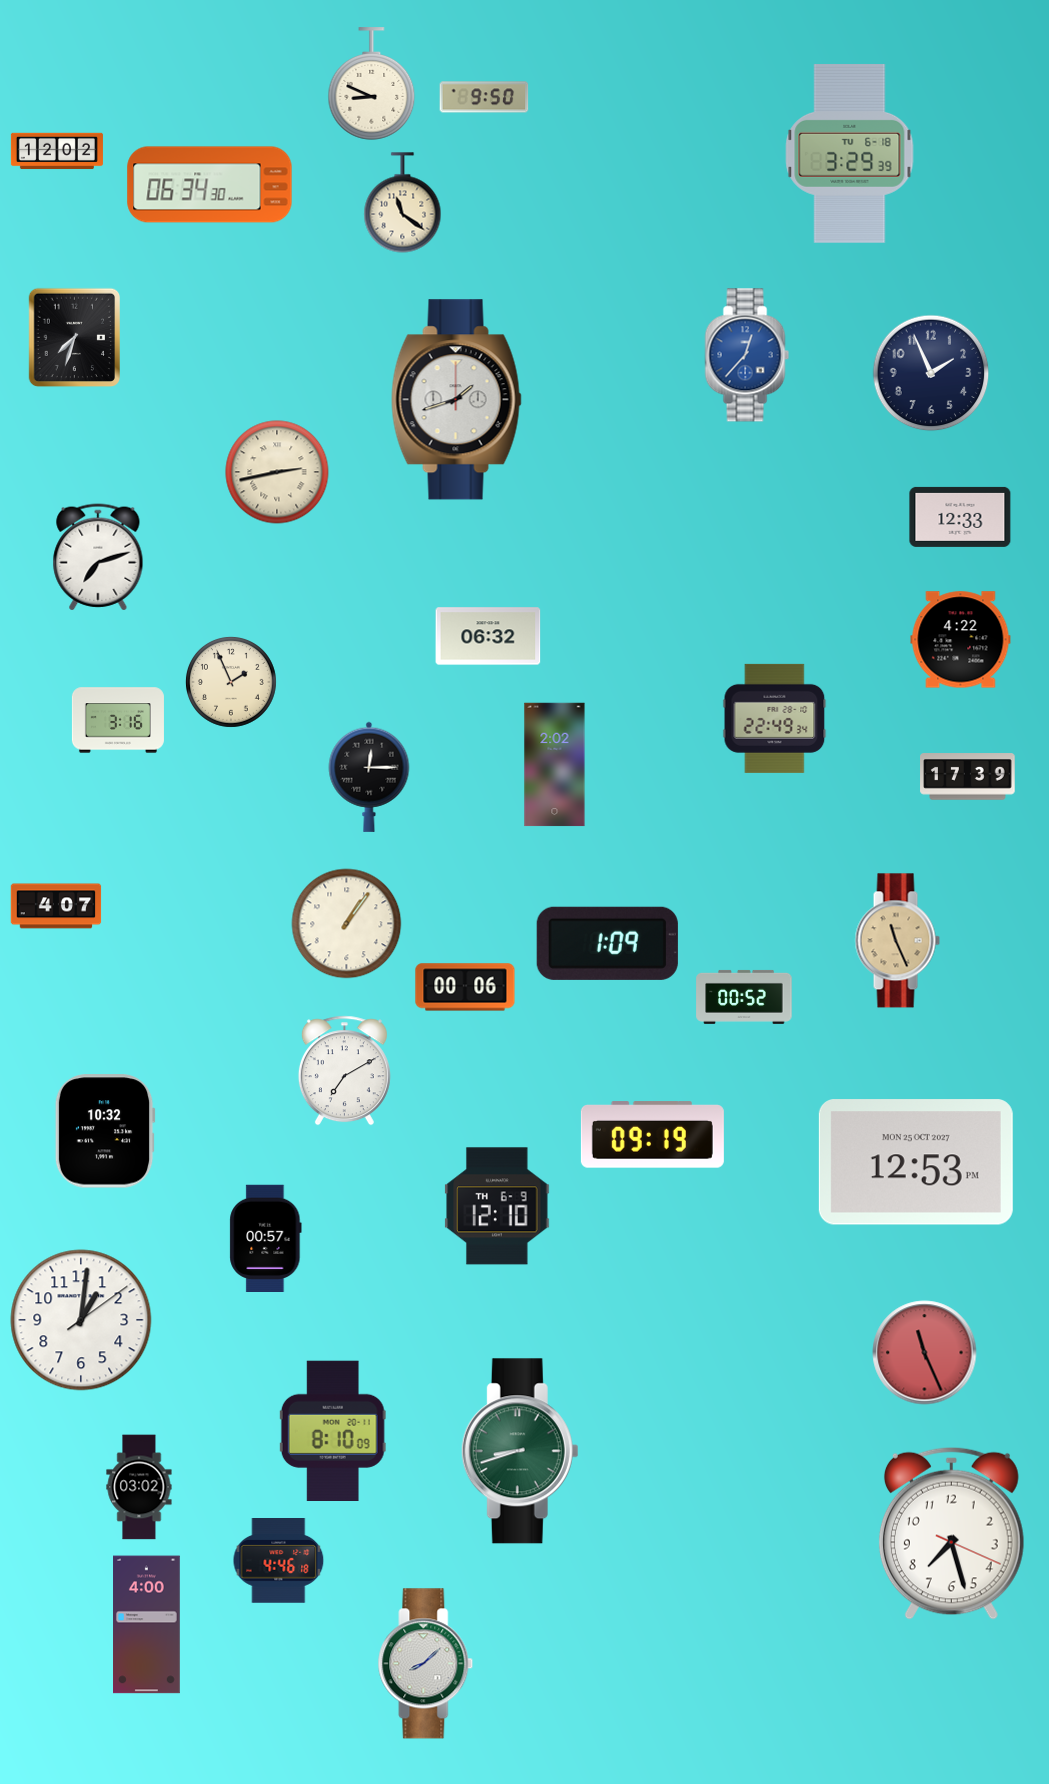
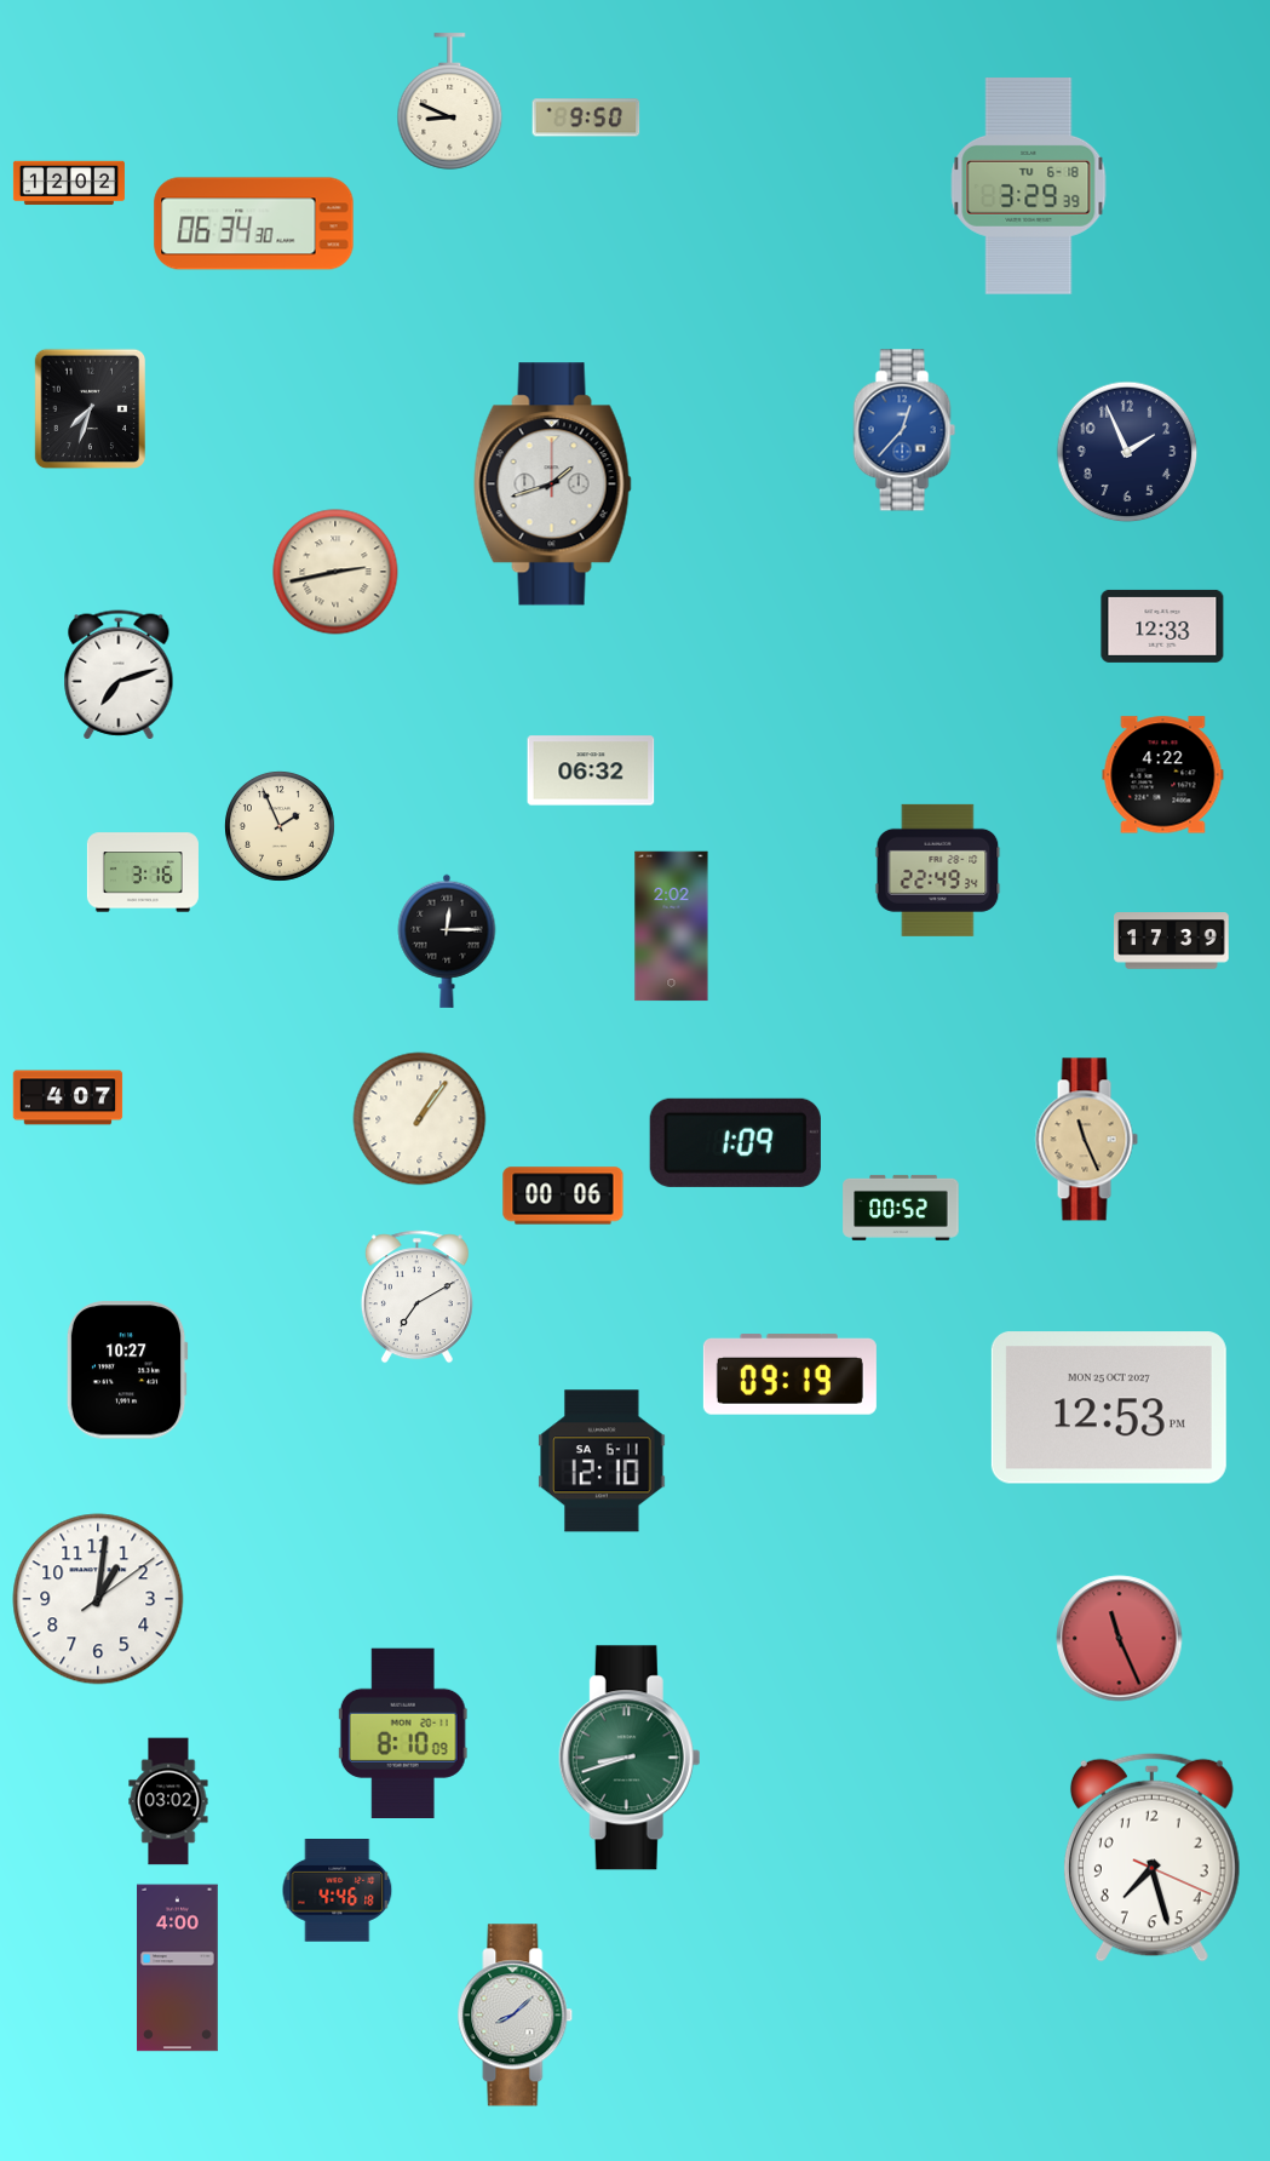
clock at (403, 203): 11:21 -> none
clock at (105, 1131): 10:32 -> 10:27
clock at (497, 1206) date: TH 6-9 -> SA 6-11
clock at (266, 1238): 00:57 -> none
